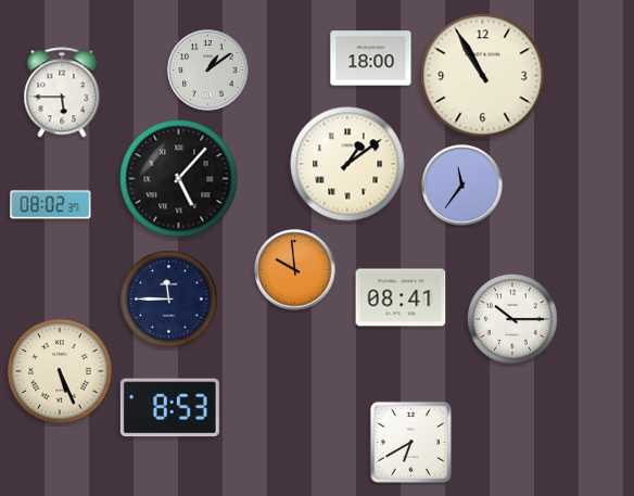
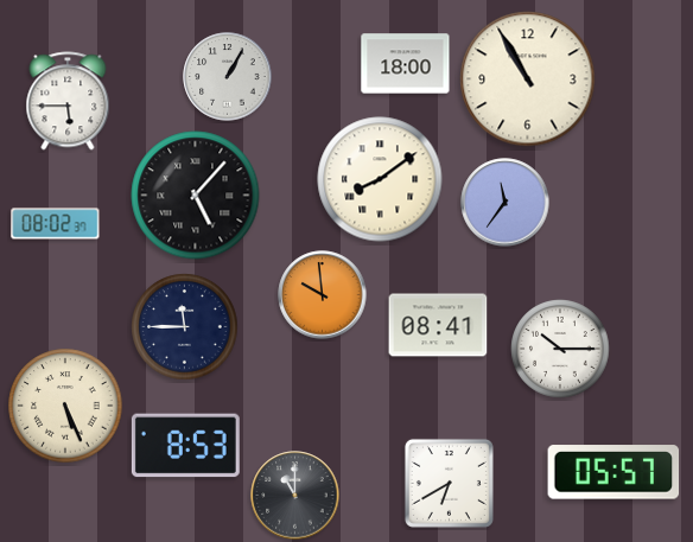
clock at (208, 71): 1:09 -> 1:05
clock at (483, 76) position: (483, 76) -> (528, 79)
clock at (347, 164): 1:09 -> 8:09
clock at (613, 472): none -> 05:57
clock at (295, 496): none -> 11:00
